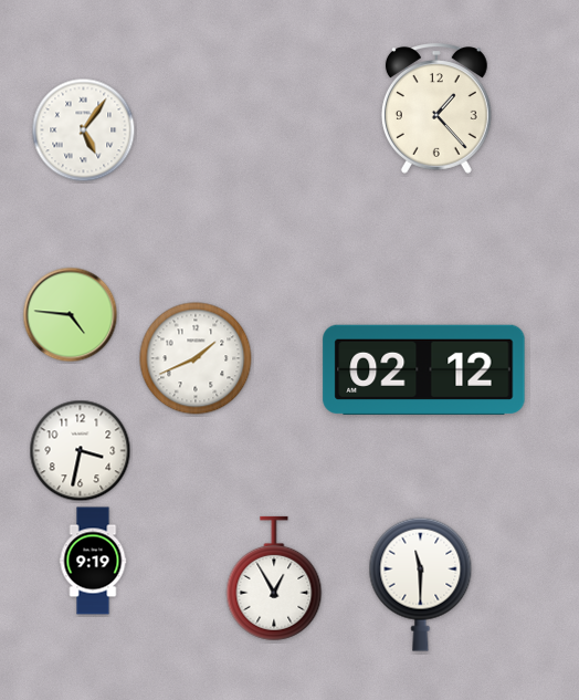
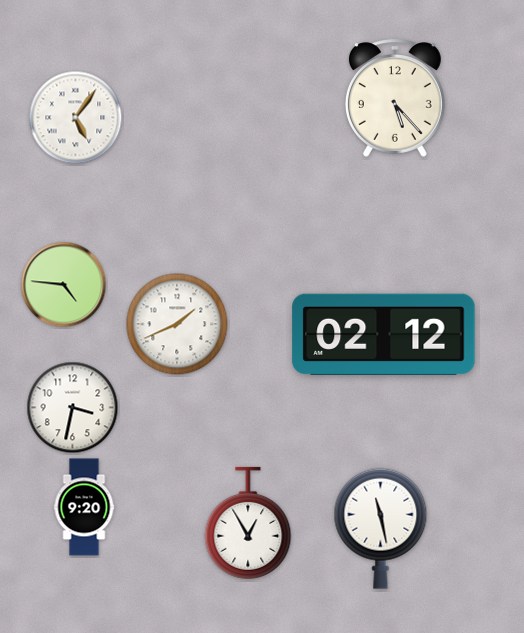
clock at (436, 108): 1:23 -> 5:23
clock at (93, 561): 9:19 -> 9:20
clock at (421, 584): 11:30 -> 11:28
